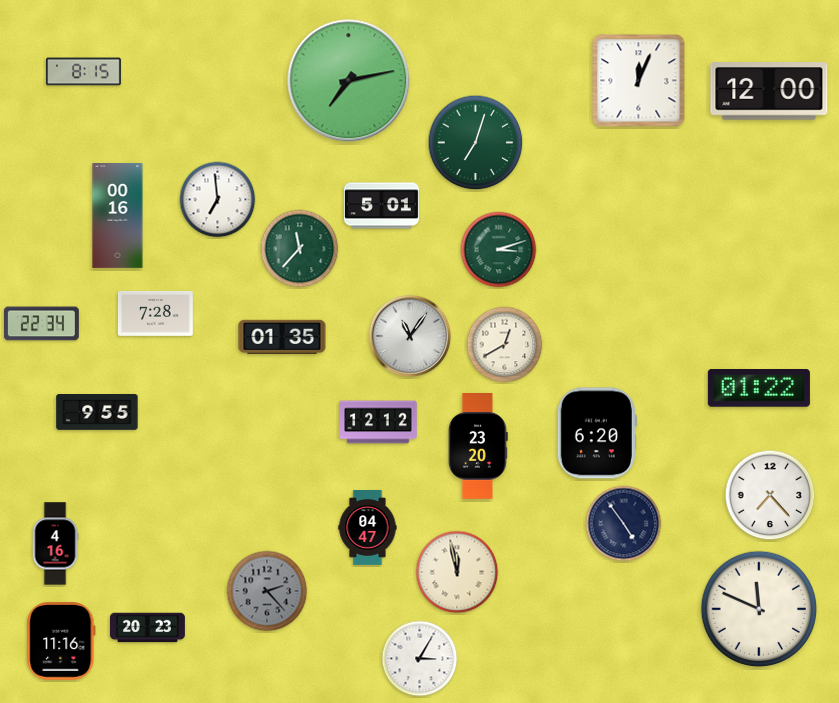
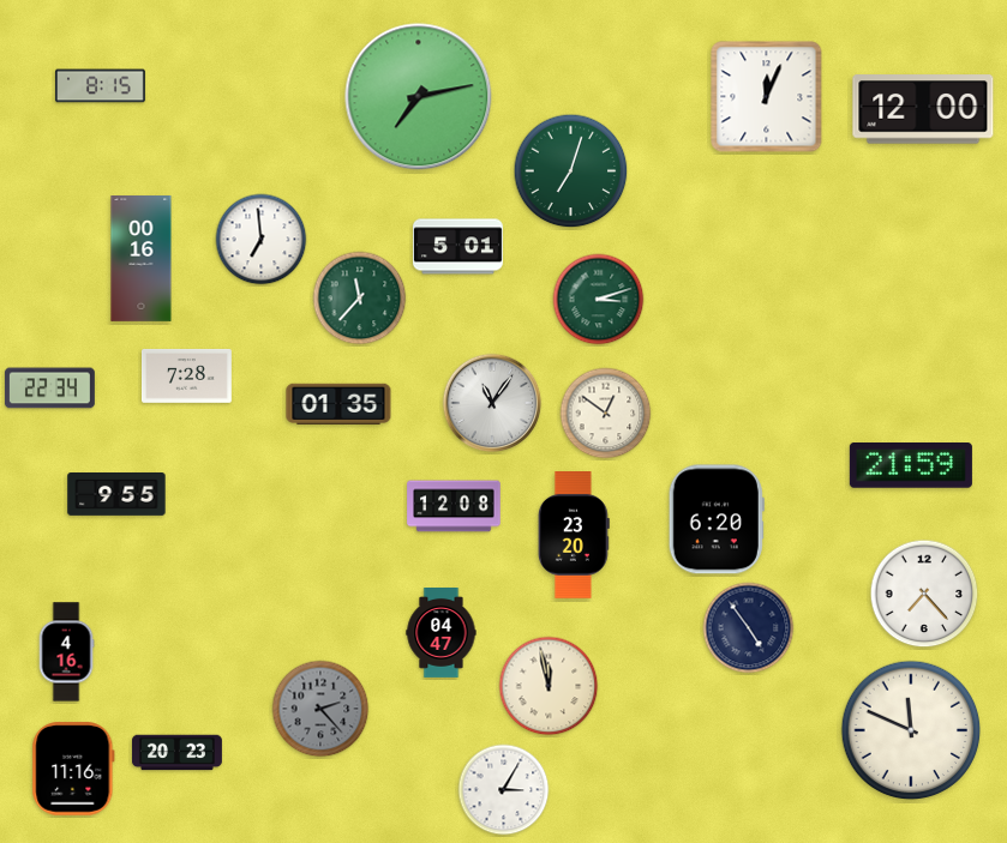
clock at (505, 345): 12:40 -> 12:51
clock at (759, 389): 01:22 -> 21:59
clock at (378, 422): 12:12 -> 12:08
